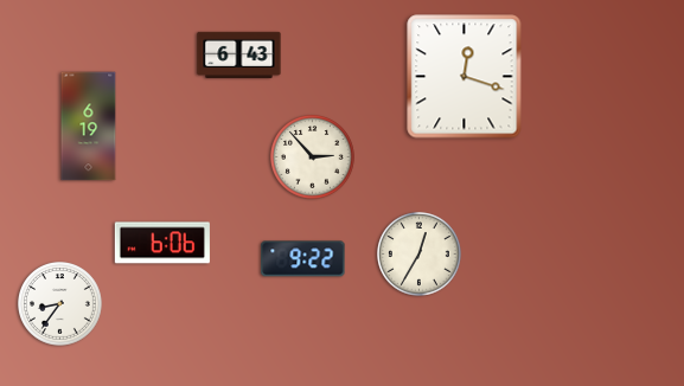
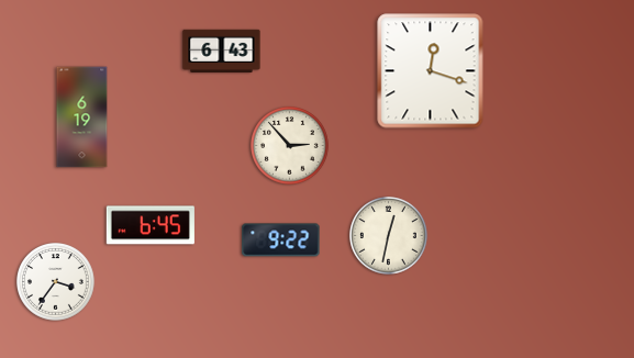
clock at (162, 243): 6:06 -> 6:45
clock at (420, 255): 12:35 -> 12:32
clock at (60, 304): 8:36 -> 3:36
